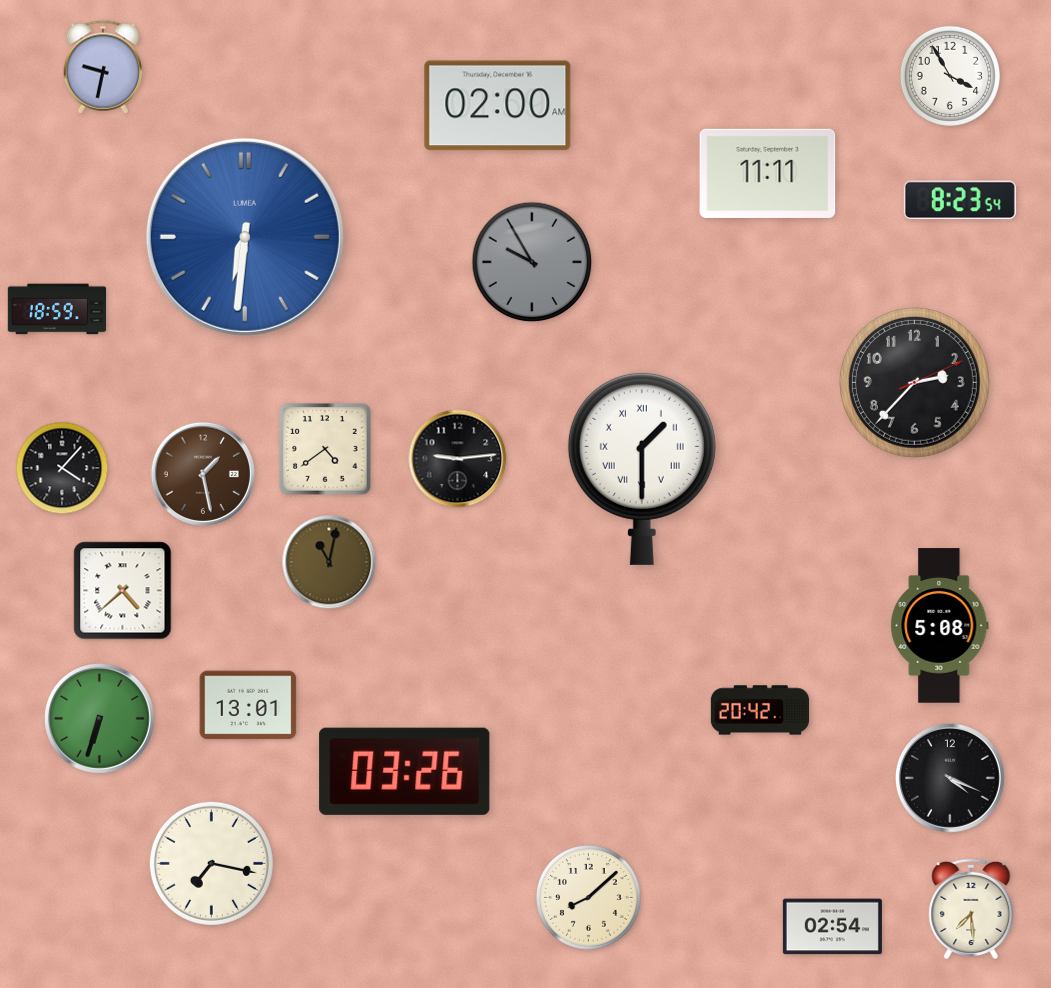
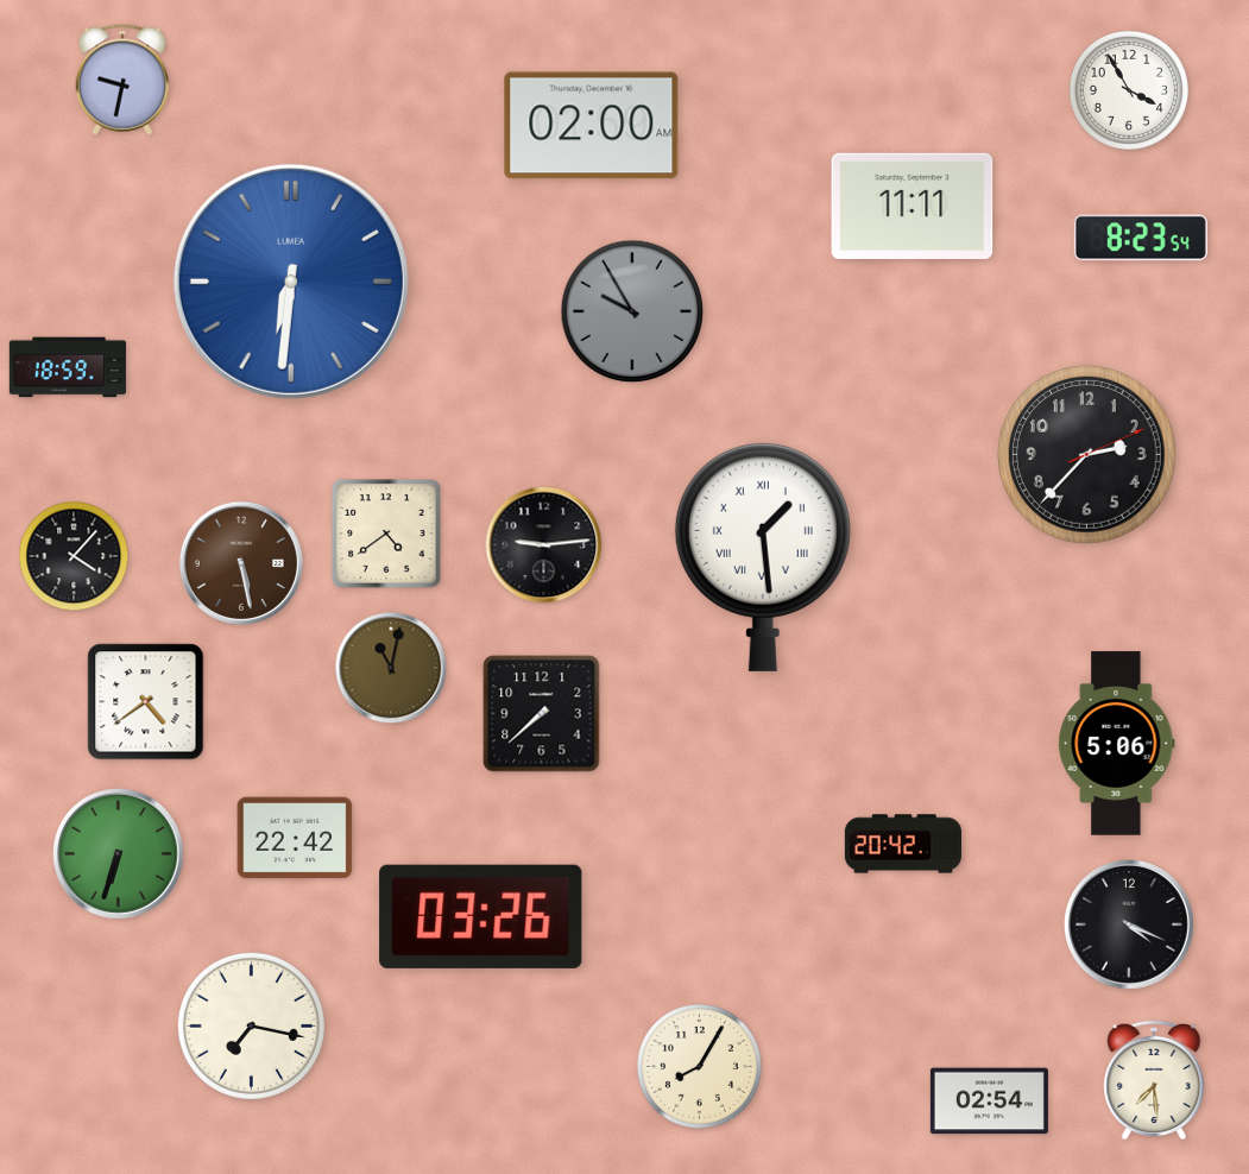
clock at (642, 468): 1:30 -> 1:29
clock at (203, 474): 1:28 -> 5:28
clock at (123, 591): 4:38 -> 4:39
clock at (542, 714): none -> 7:38
clock at (940, 626): 5:08 -> 5:06
clock at (248, 705): 13:01 -> 22:42
clock at (589, 898): 8:08 -> 8:05
